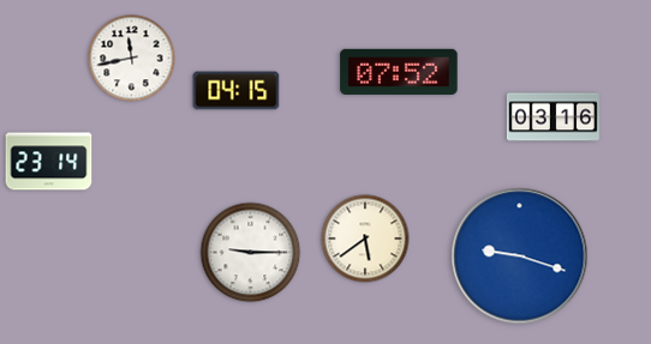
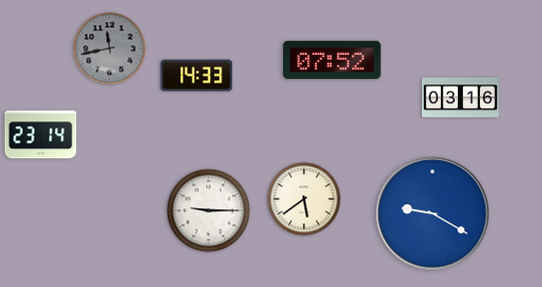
clock at (132, 59) dial: white -> grey
clock at (237, 91): 04:15 -> 14:33
clock at (520, 257): 9:18 -> 9:20
